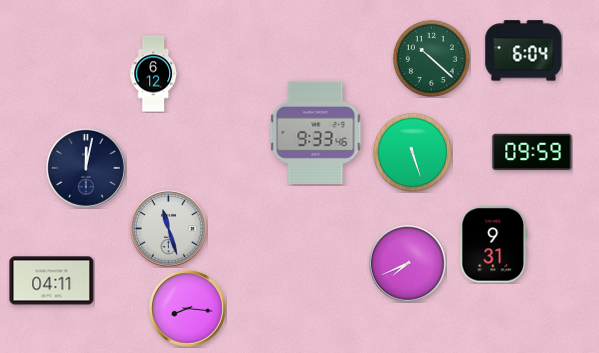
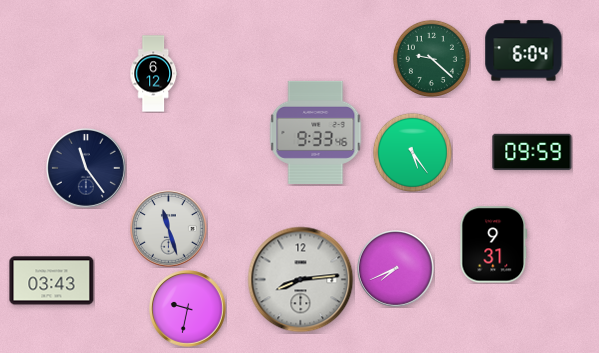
clock at (431, 58): 10:22 -> 9:22
clock at (412, 152): 5:27 -> 5:24
clock at (86, 168): 12:02 -> 11:24
clock at (408, 264) position: (408, 264) -> (396, 269)
clock at (301, 280): none -> 8:14
clock at (52, 281): 04:11 -> 03:43
clock at (188, 309): 8:16 -> 9:32
